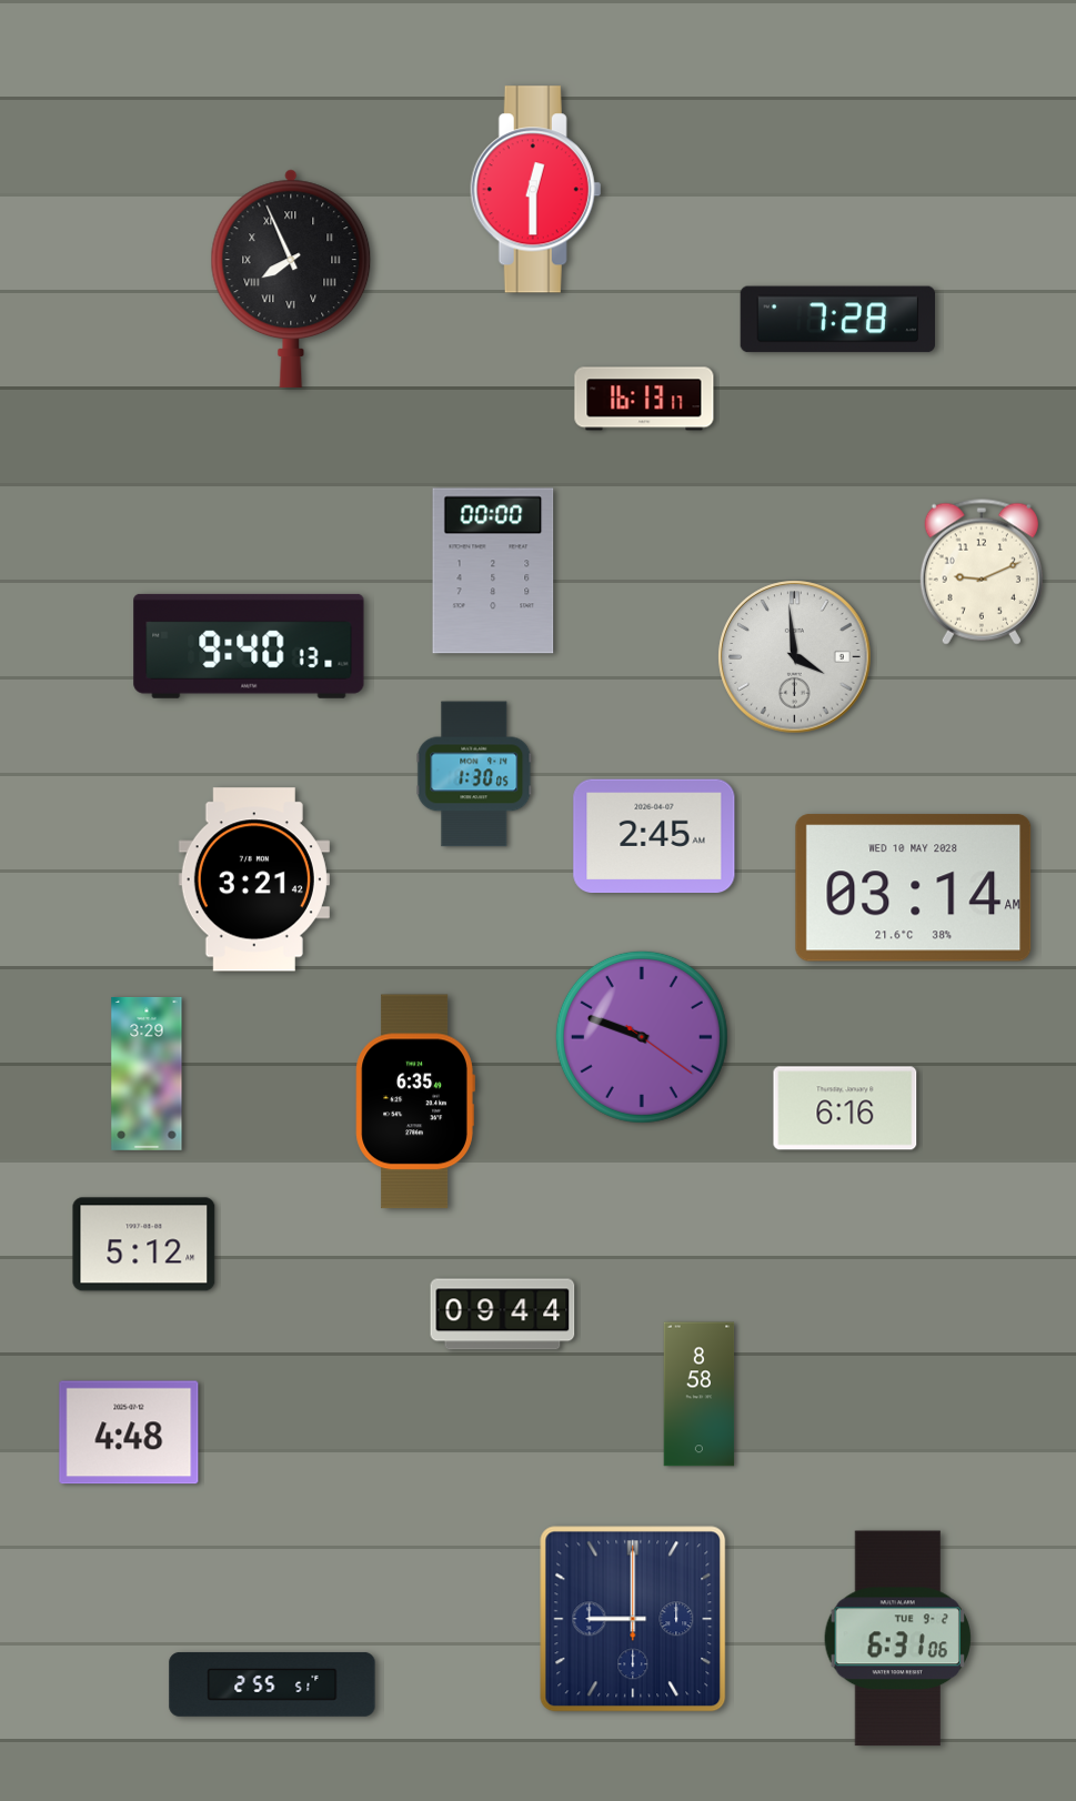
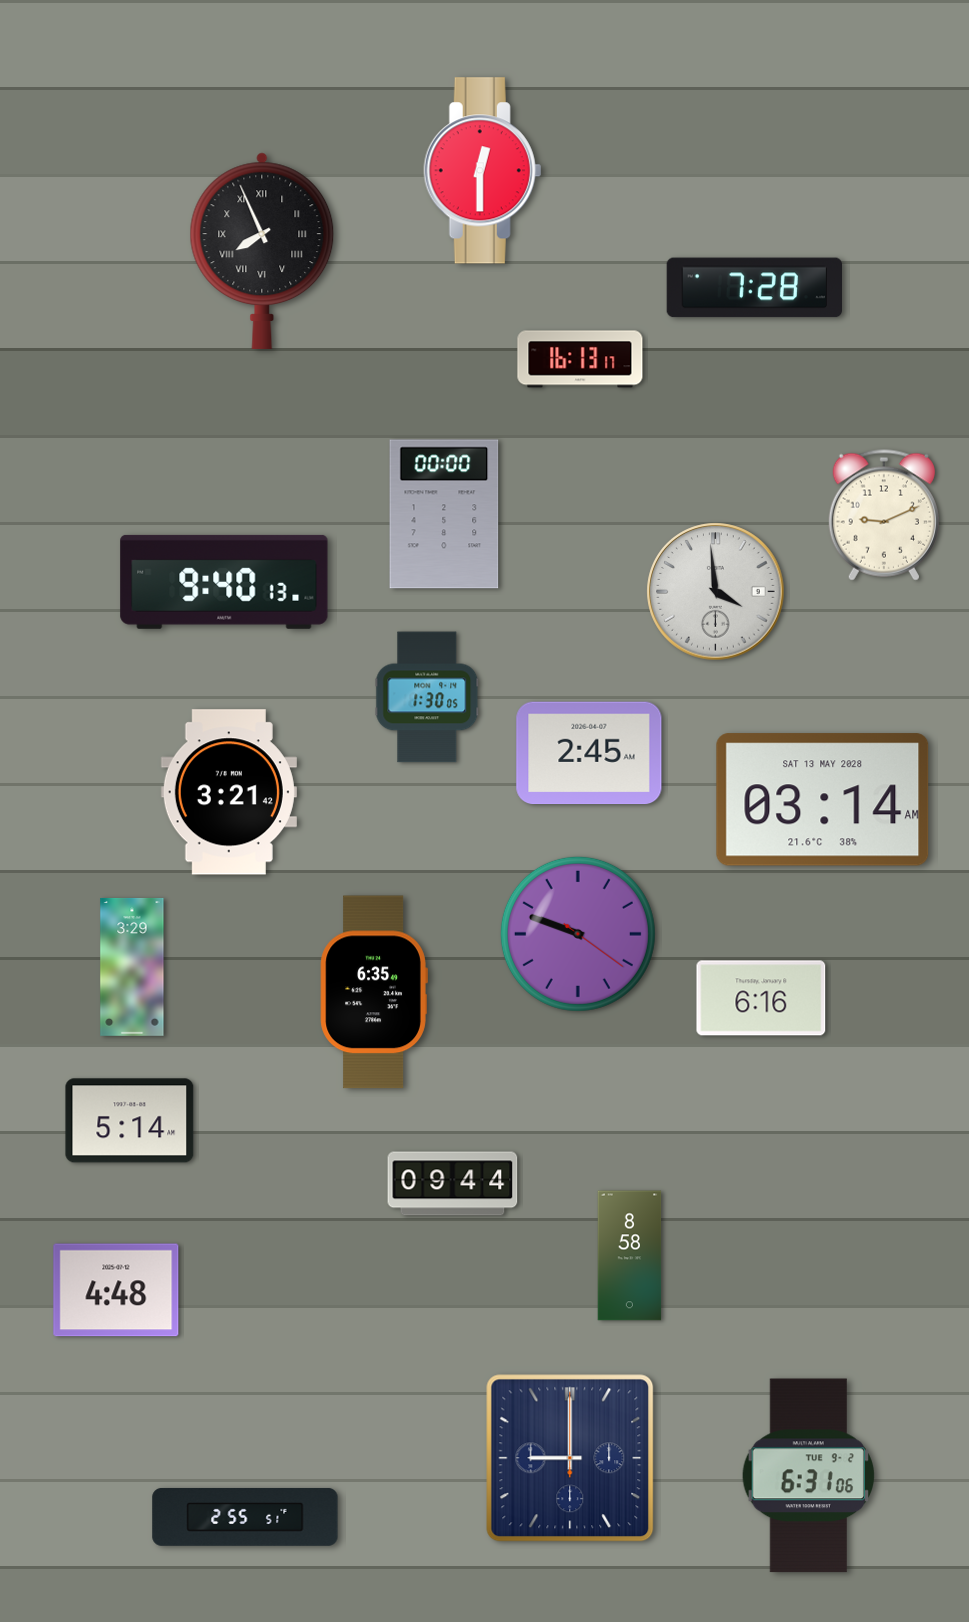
clock at (914, 888) date: WED 10 MAY 2028 -> SAT 13 MAY 2028
clock at (144, 1245): 5:12 -> 5:14
